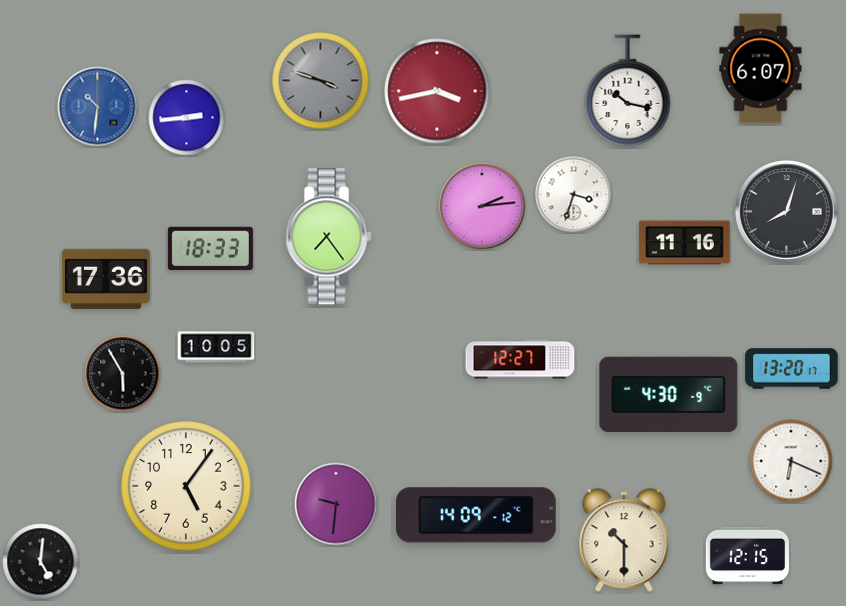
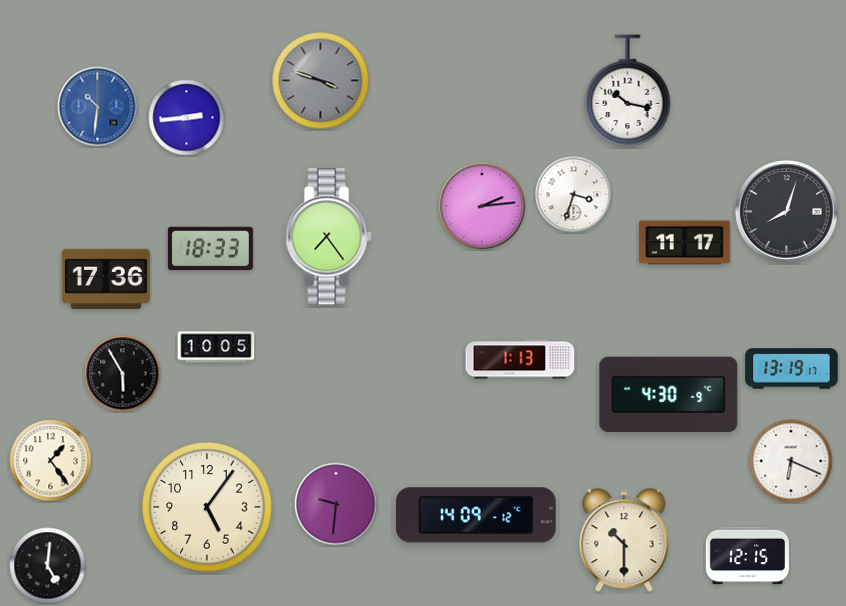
clock at (761, 69): 6:07 -> none
clock at (437, 91): 3:43 -> none
clock at (685, 243): 11:16 -> 11:17
clock at (520, 359): 12:27 -> 1:13
clock at (792, 369): 13:20 -> 13:19
clock at (51, 461): none -> 1:24
clock at (186, 486) position: (186, 486) -> (207, 507)
clock at (41, 562) position: (41, 562) -> (48, 566)
